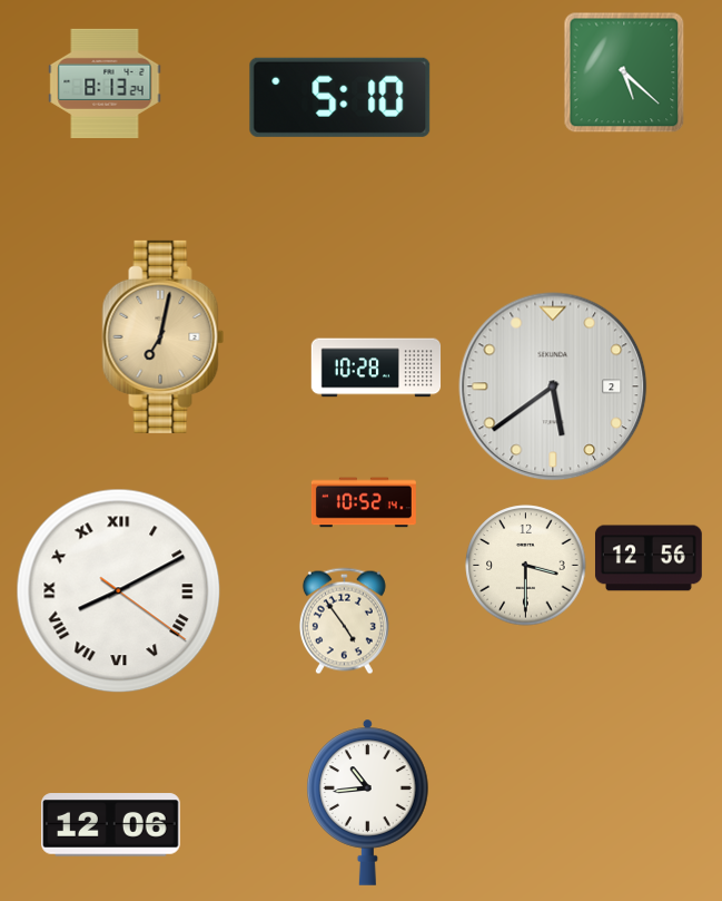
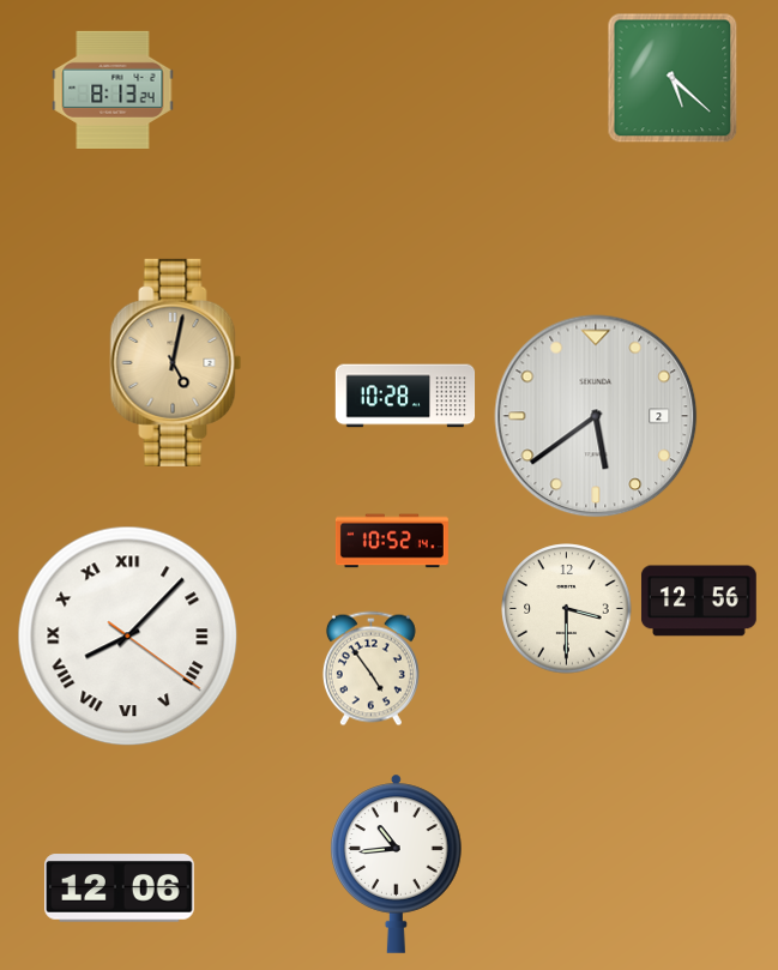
clock at (340, 97): 5:10 -> none
clock at (164, 336): 7:02 -> 5:02
clock at (119, 591): 8:10 -> 8:07
